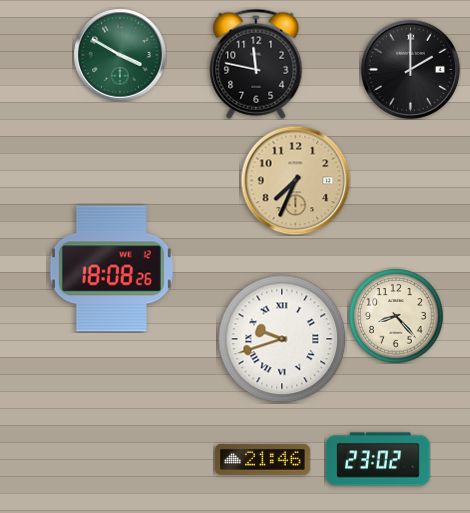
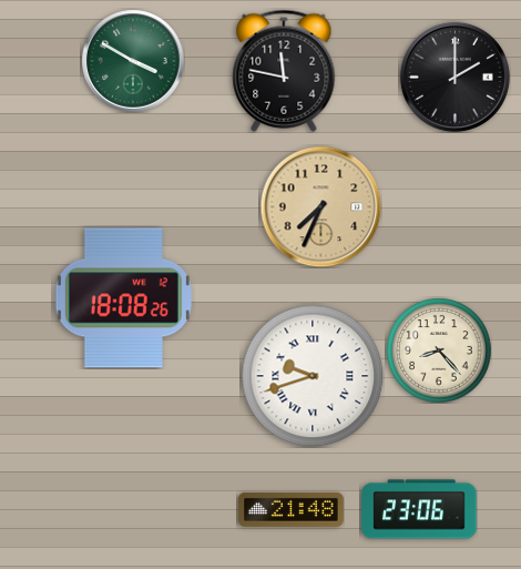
clock at (295, 180) position: (295, 180) -> (320, 206)
clock at (262, 459): 21:46 -> 21:48
clock at (378, 459): 23:02 -> 23:06
